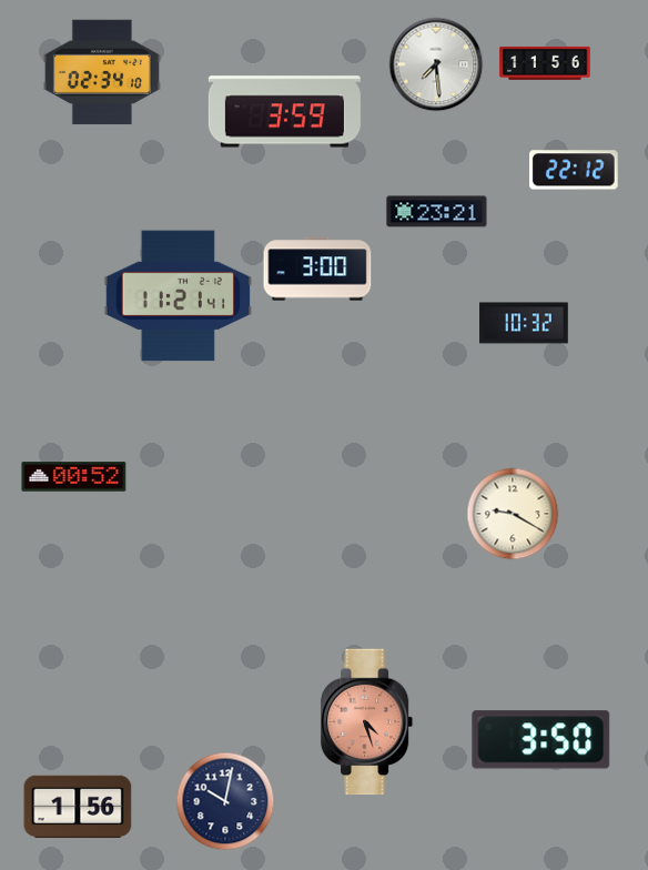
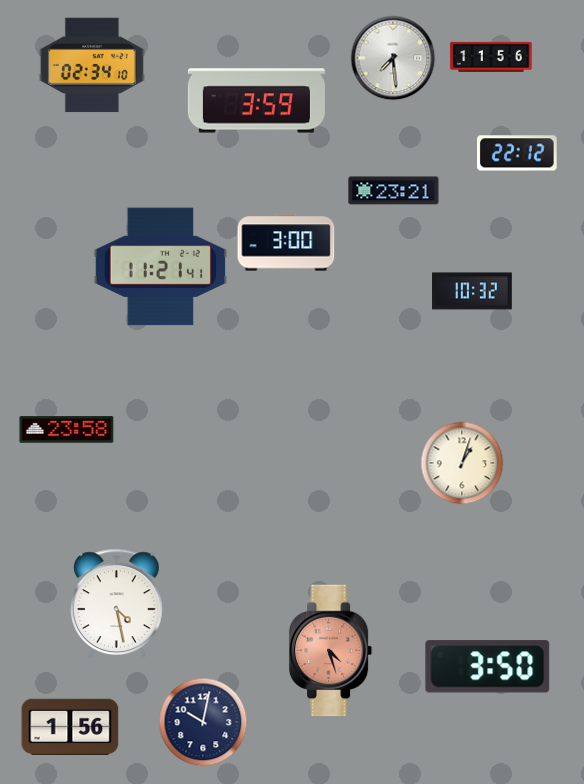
clock at (74, 477): 00:52 -> 23:58
clock at (513, 514): 9:20 -> 1:03
clock at (117, 603): none -> 4:28
